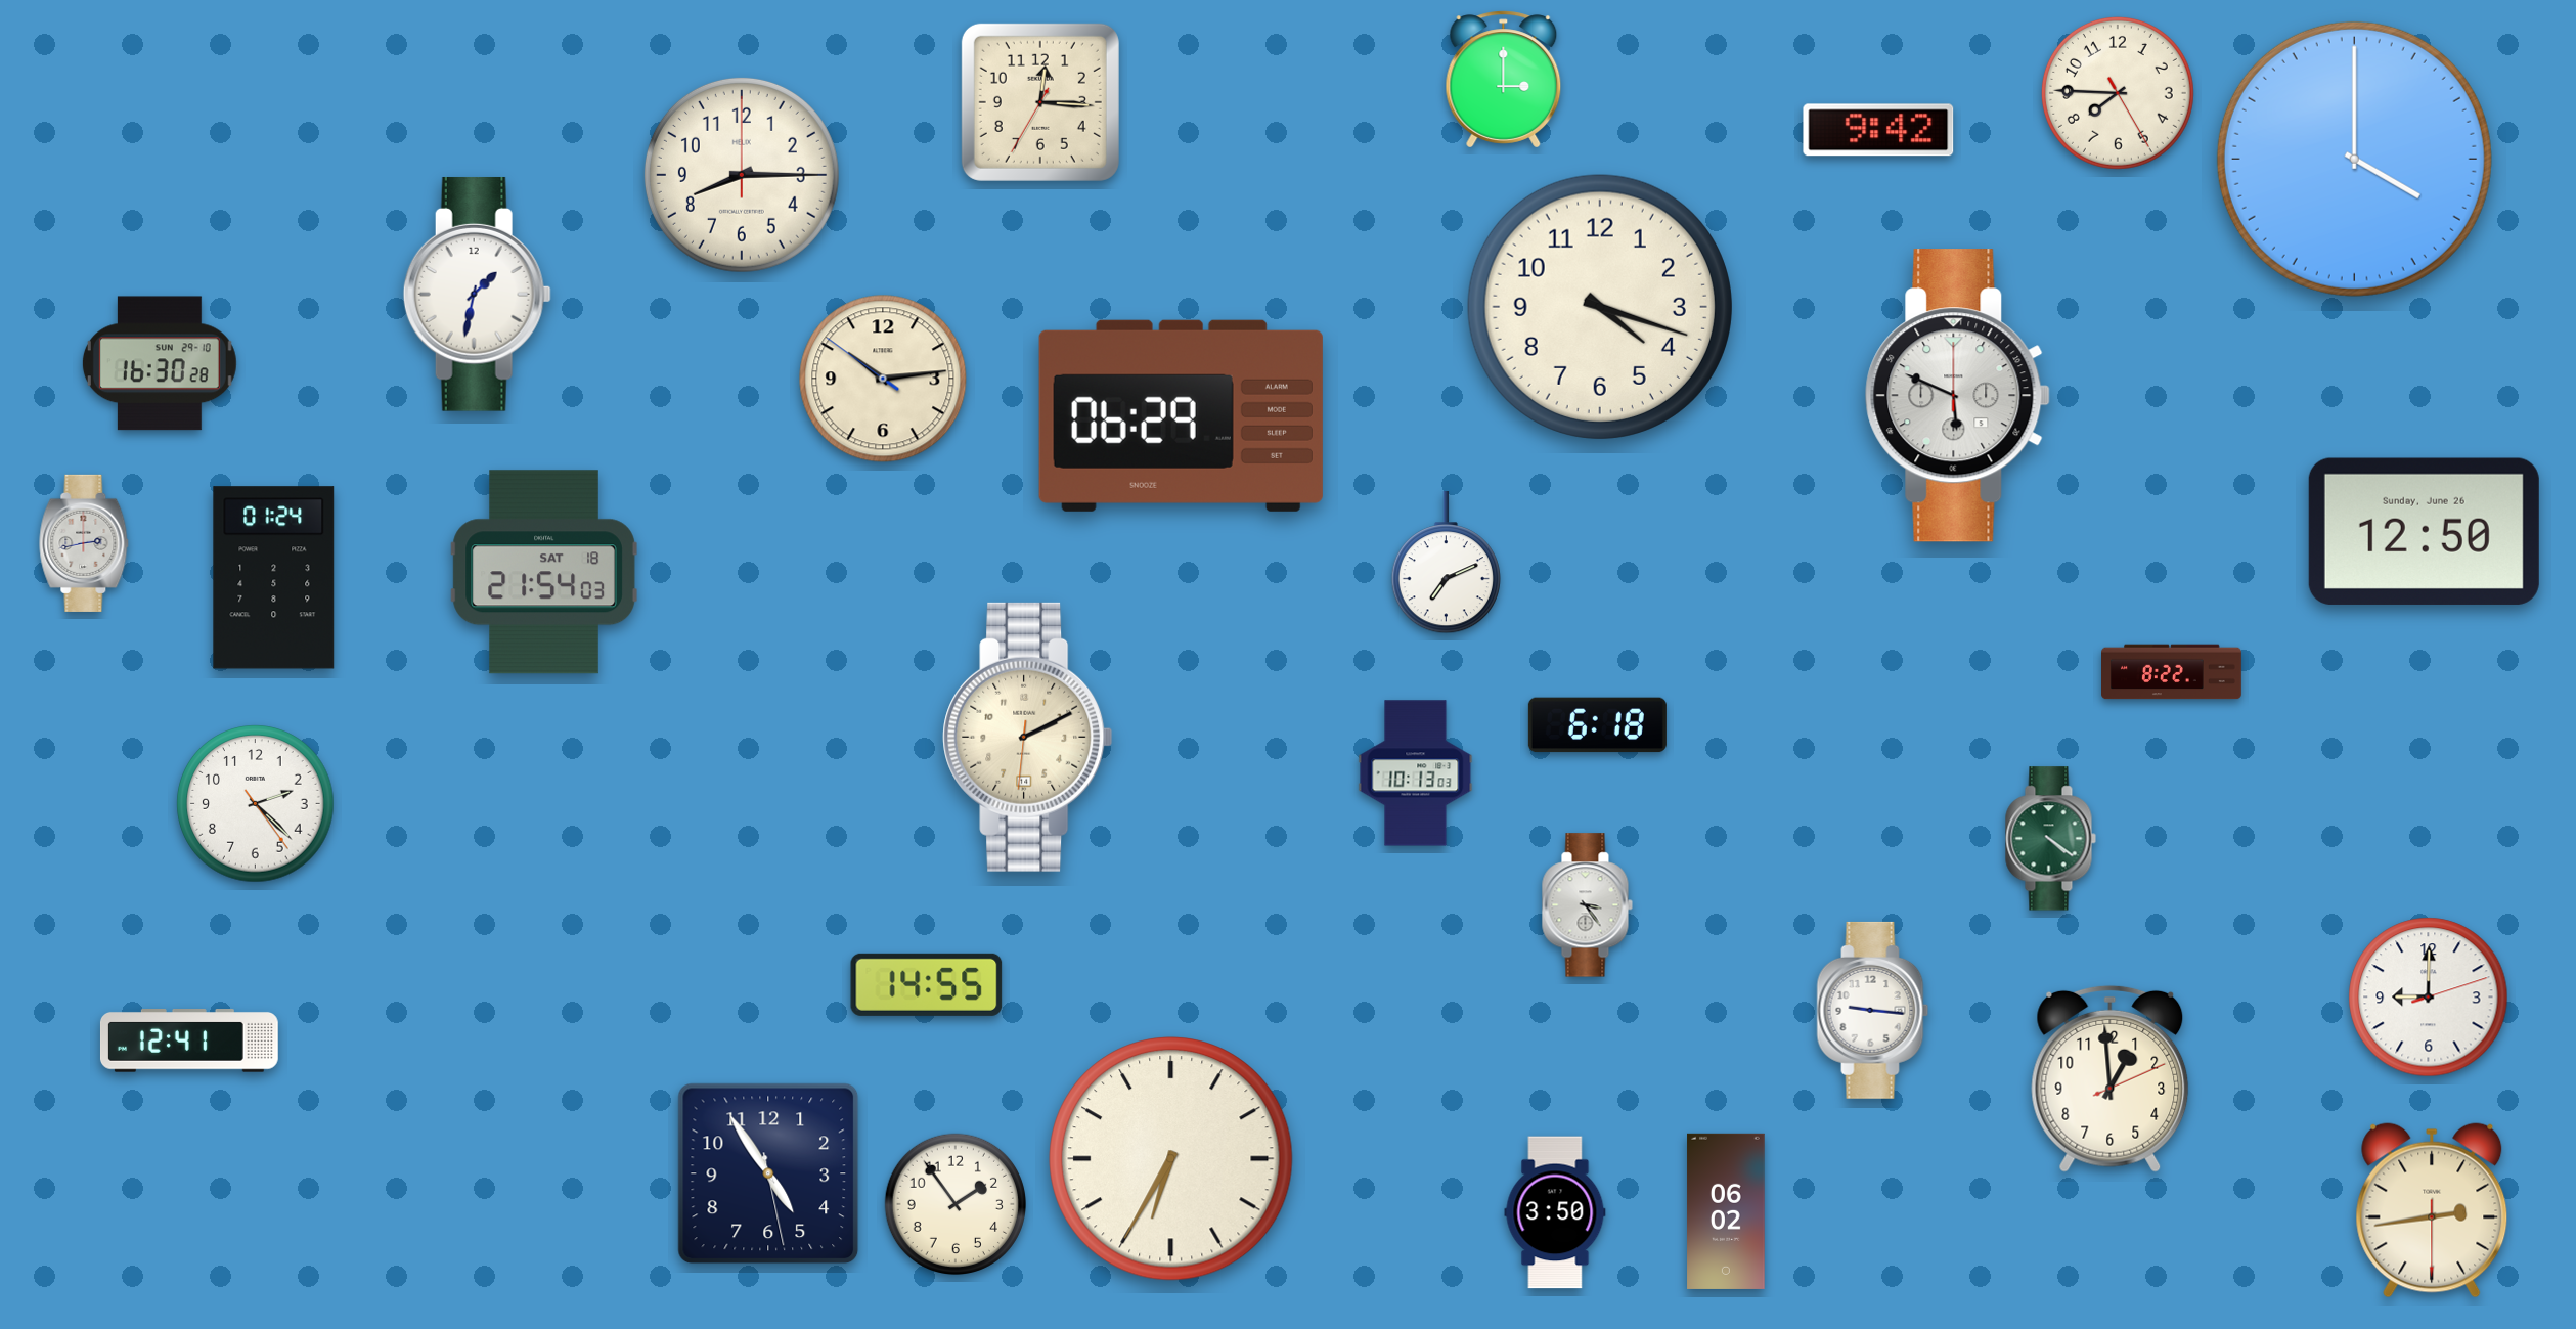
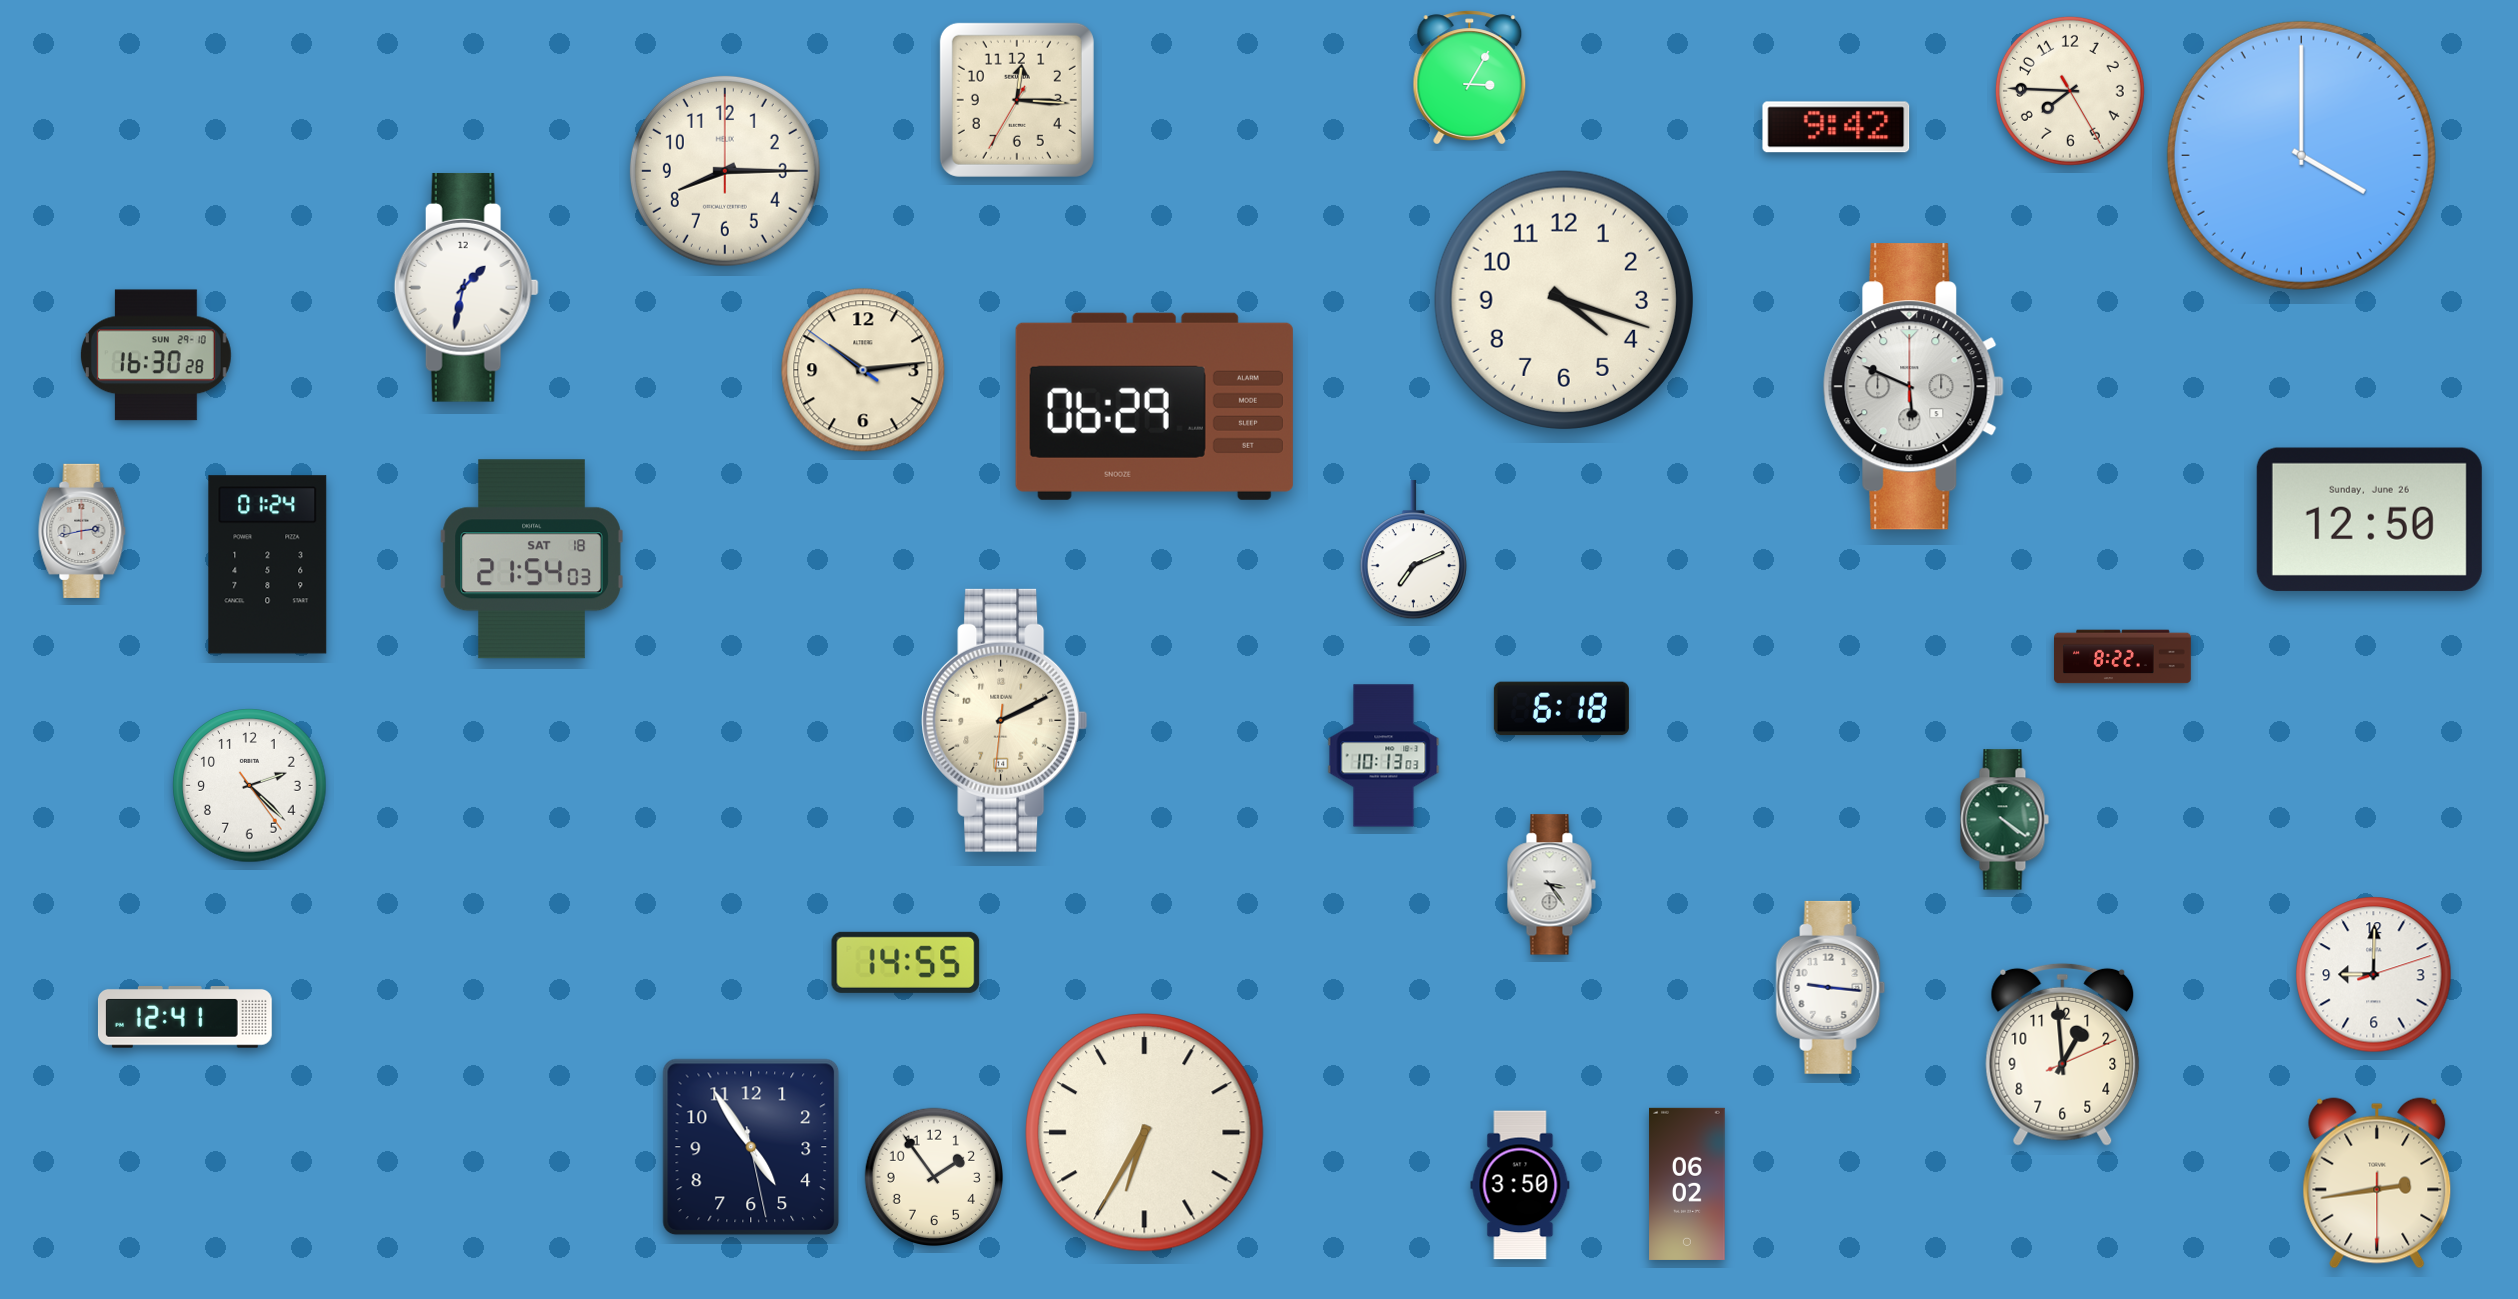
clock at (1504, 80): 3:00 -> 3:05
